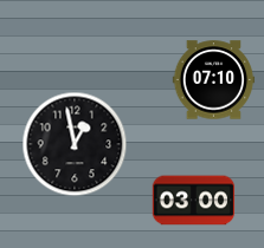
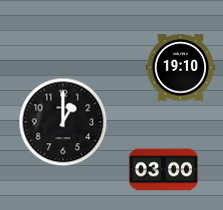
clock at (214, 80): 07:10 -> 19:10
clock at (75, 144): 12:58 -> 1:00
